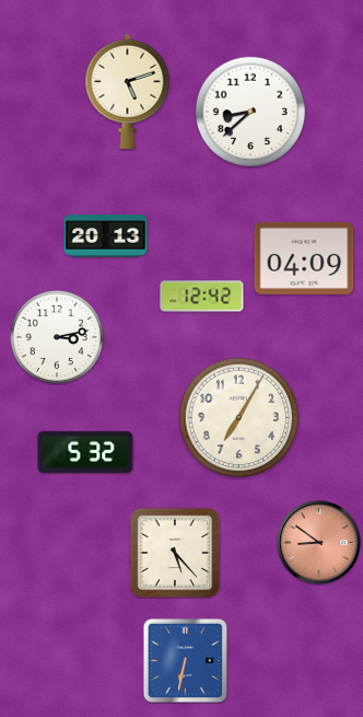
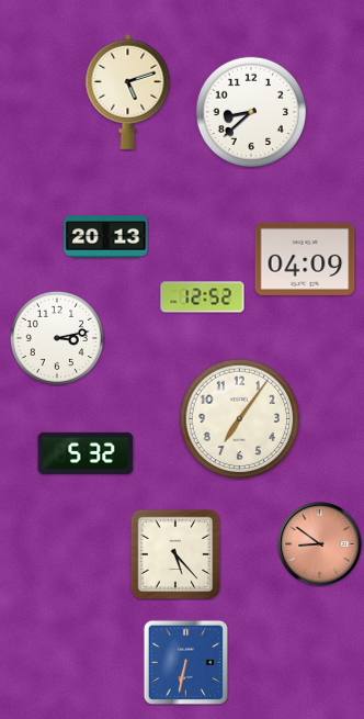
clock at (202, 297): 12:42 -> 12:52
clock at (239, 418): 7:05 -> 7:06
